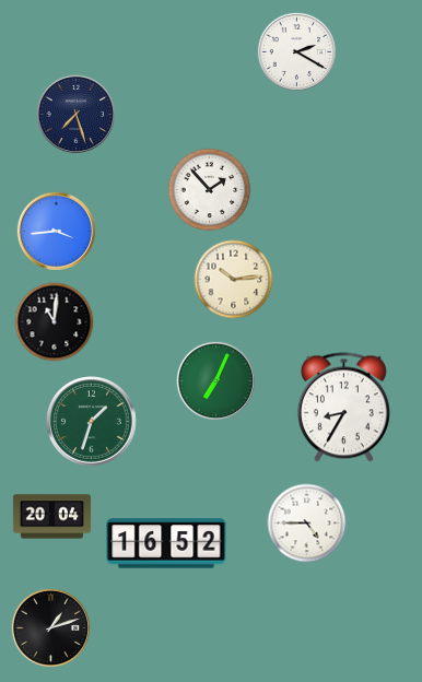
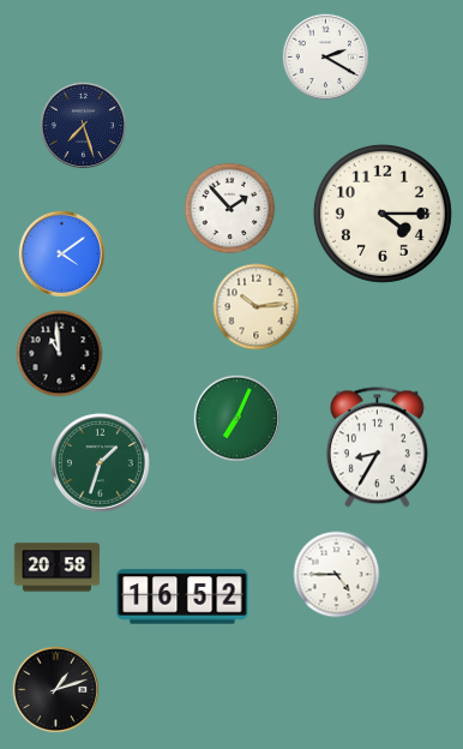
clock at (383, 214): none -> 4:15
clock at (57, 232): 3:44 -> 4:09
clock at (55, 322): 11:01 -> 10:59
clock at (52, 517): 20:04 -> 20:58
